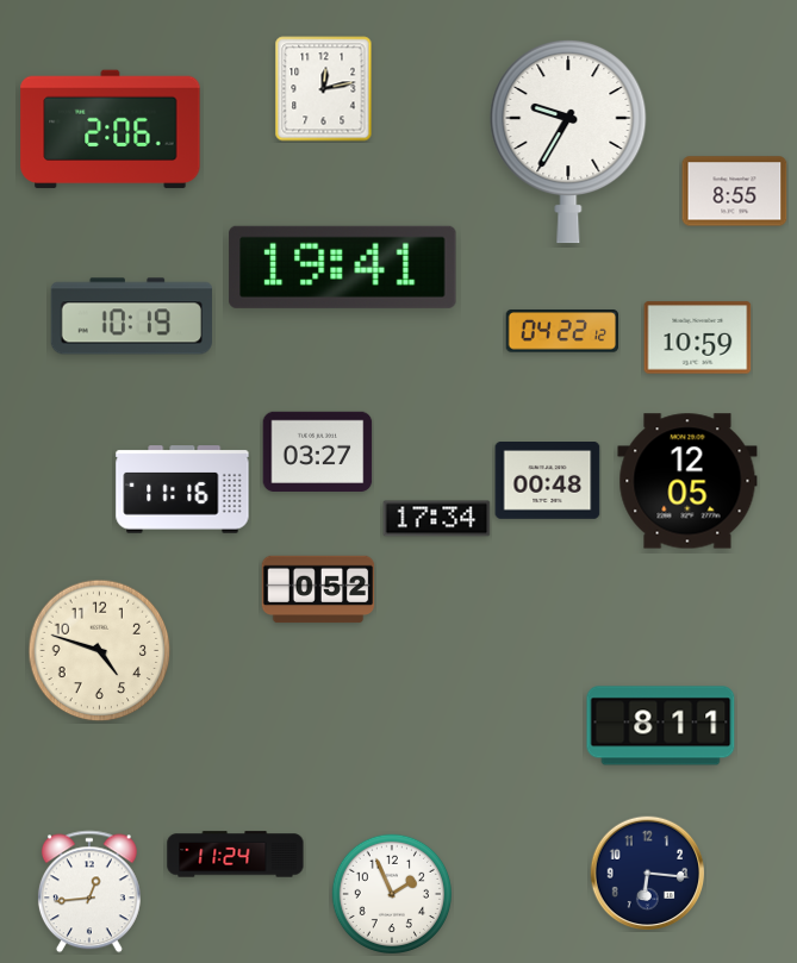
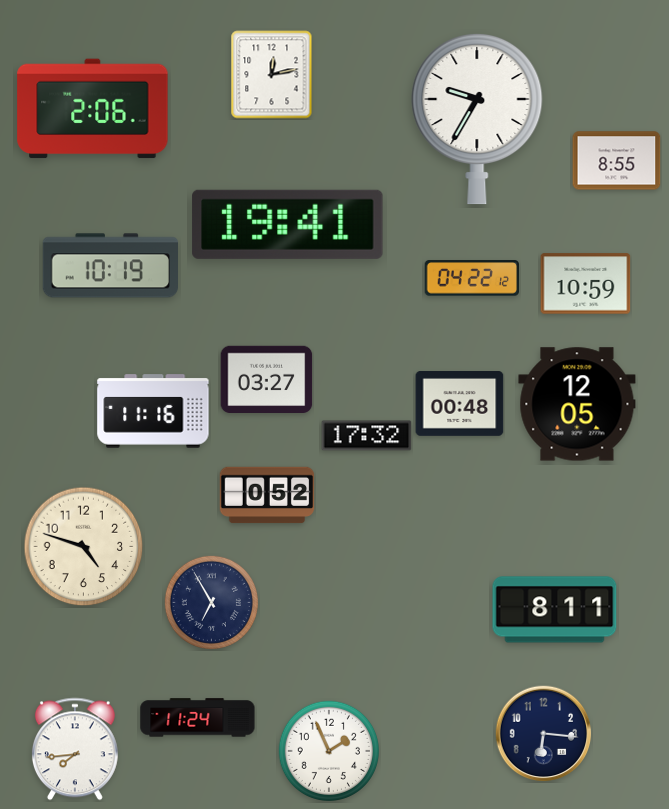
clock at (437, 519): 17:34 -> 17:32
clock at (211, 602): none -> 6:55
clock at (89, 892): 12:44 -> 7:44
